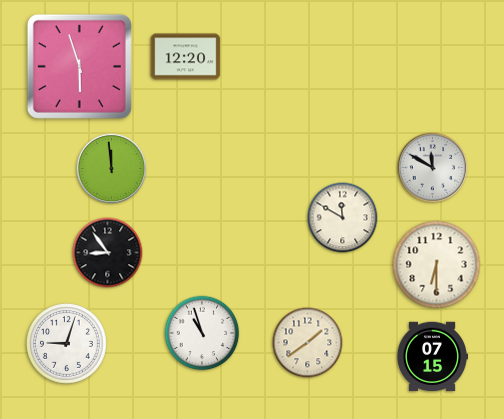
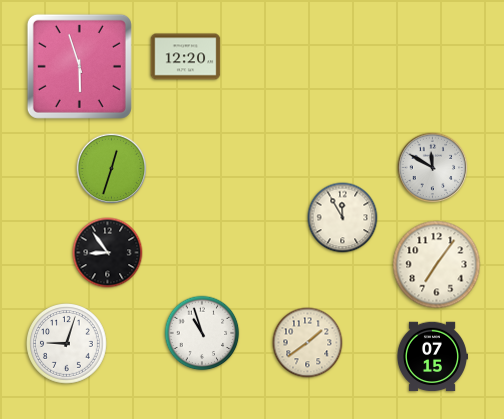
clock at (112, 169): 11:59 -> 12:33
clock at (343, 218): 11:50 -> 11:55
clock at (437, 265): 6:30 -> 7:06
